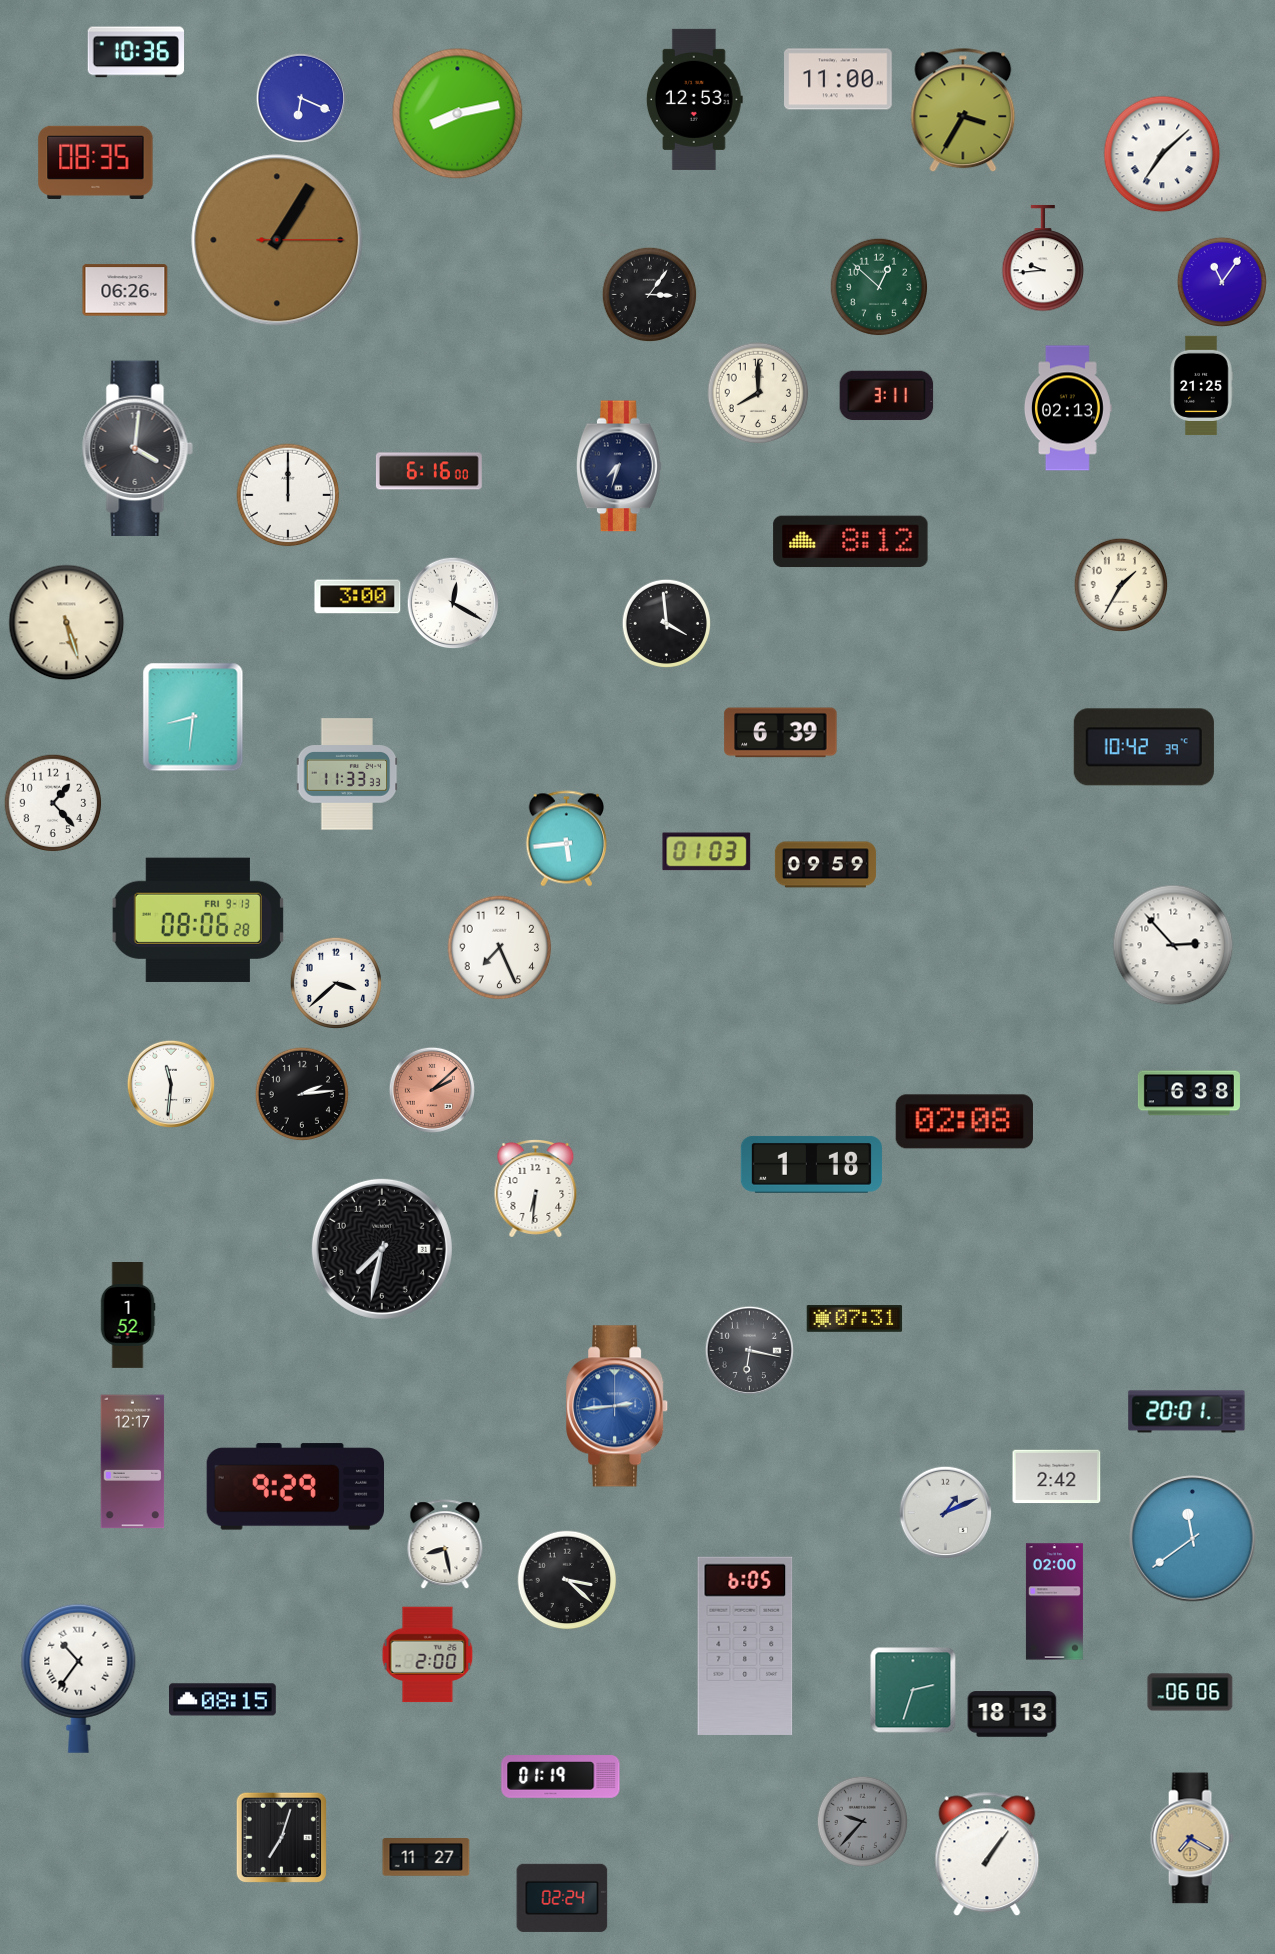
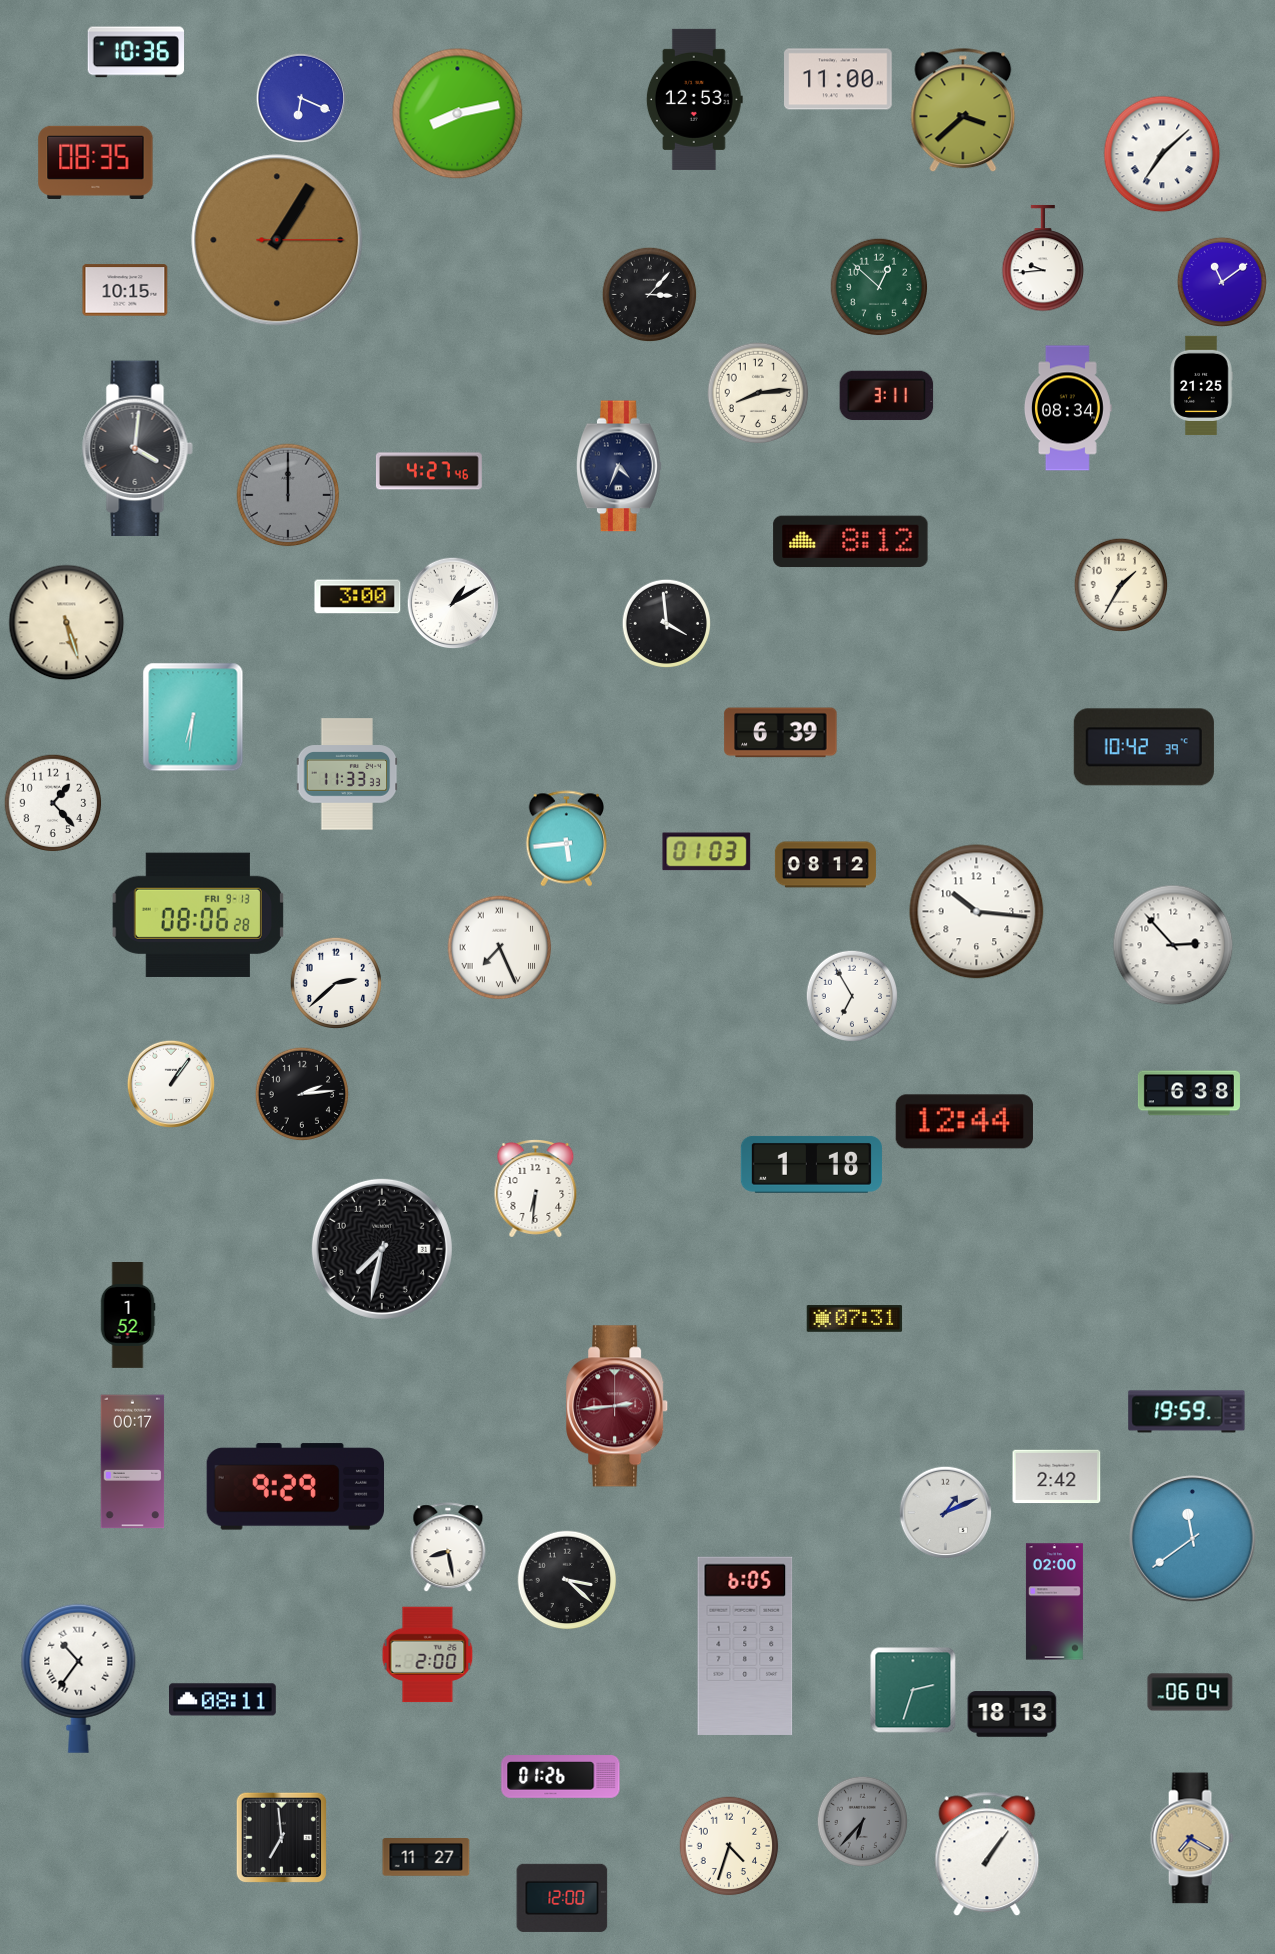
clock at (963, 110): 3:35 -> 3:38
clock at (1221, 281): 11:06 -> 11:09
clock at (125, 290): 06:26 -> 10:15
clock at (649, 294): 3:06 -> 3:07
clock at (758, 393): 8:00 -> 8:14
clock at (1068, 408): 02:13 -> 08:34
clock at (620, 466): 7:33 -> 4:34
clock at (429, 471): 6:16 -> 4:27
clock at (288, 495) dial: white -> grey
clock at (453, 603): 12:20 -> 1:10
clock at (193, 717): 8:31 -> 6:31
clock at (825, 865): 09:59 -> 08:12
clock at (977, 912): none -> 10:16
clock at (197, 920) position: (197, 920) -> (197, 915)
clock at (500, 948) numerals: Arabic -> Roman
clock at (335, 982): 3:38 -> 2:38
clock at (851, 995): none -> 6:55
clock at (171, 1084): 11:31 -> 1:06
clock at (432, 1090): 2:08 -> none
clock at (964, 1122): 02:08 -> 12:44
clock at (749, 1350): 6:17 -> none
clock at (618, 1406) dial: blue -> burgundy
clock at (1187, 1412): 20:01 -> 19:59
clock at (133, 1462): 12:17 -> 00:17
clock at (445, 1544) position: (445, 1544) -> (448, 1547)
clock at (1190, 1692): 06:06 -> 06:04
clock at (223, 1700): 08:15 -> 08:11
clock at (561, 1777): 01:19 -> 01:26
clock at (862, 1821): 9:37 -> 6:37
clock at (281, 1837): 7:03 -> 6:59
clock at (729, 1846): none -> 4:33
clock at (562, 1898): 02:24 -> 12:00
